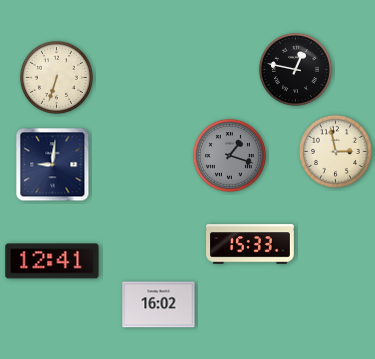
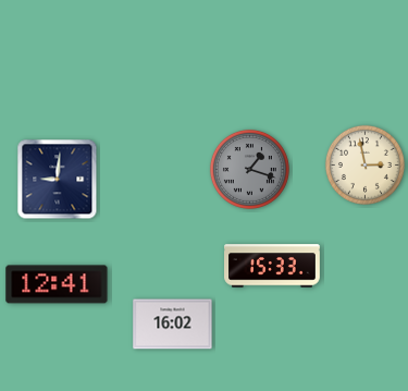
clock at (295, 69): 12:47 -> none
clock at (56, 77): 6:33 -> none
clock at (159, 305) position: (159, 305) -> (173, 325)
